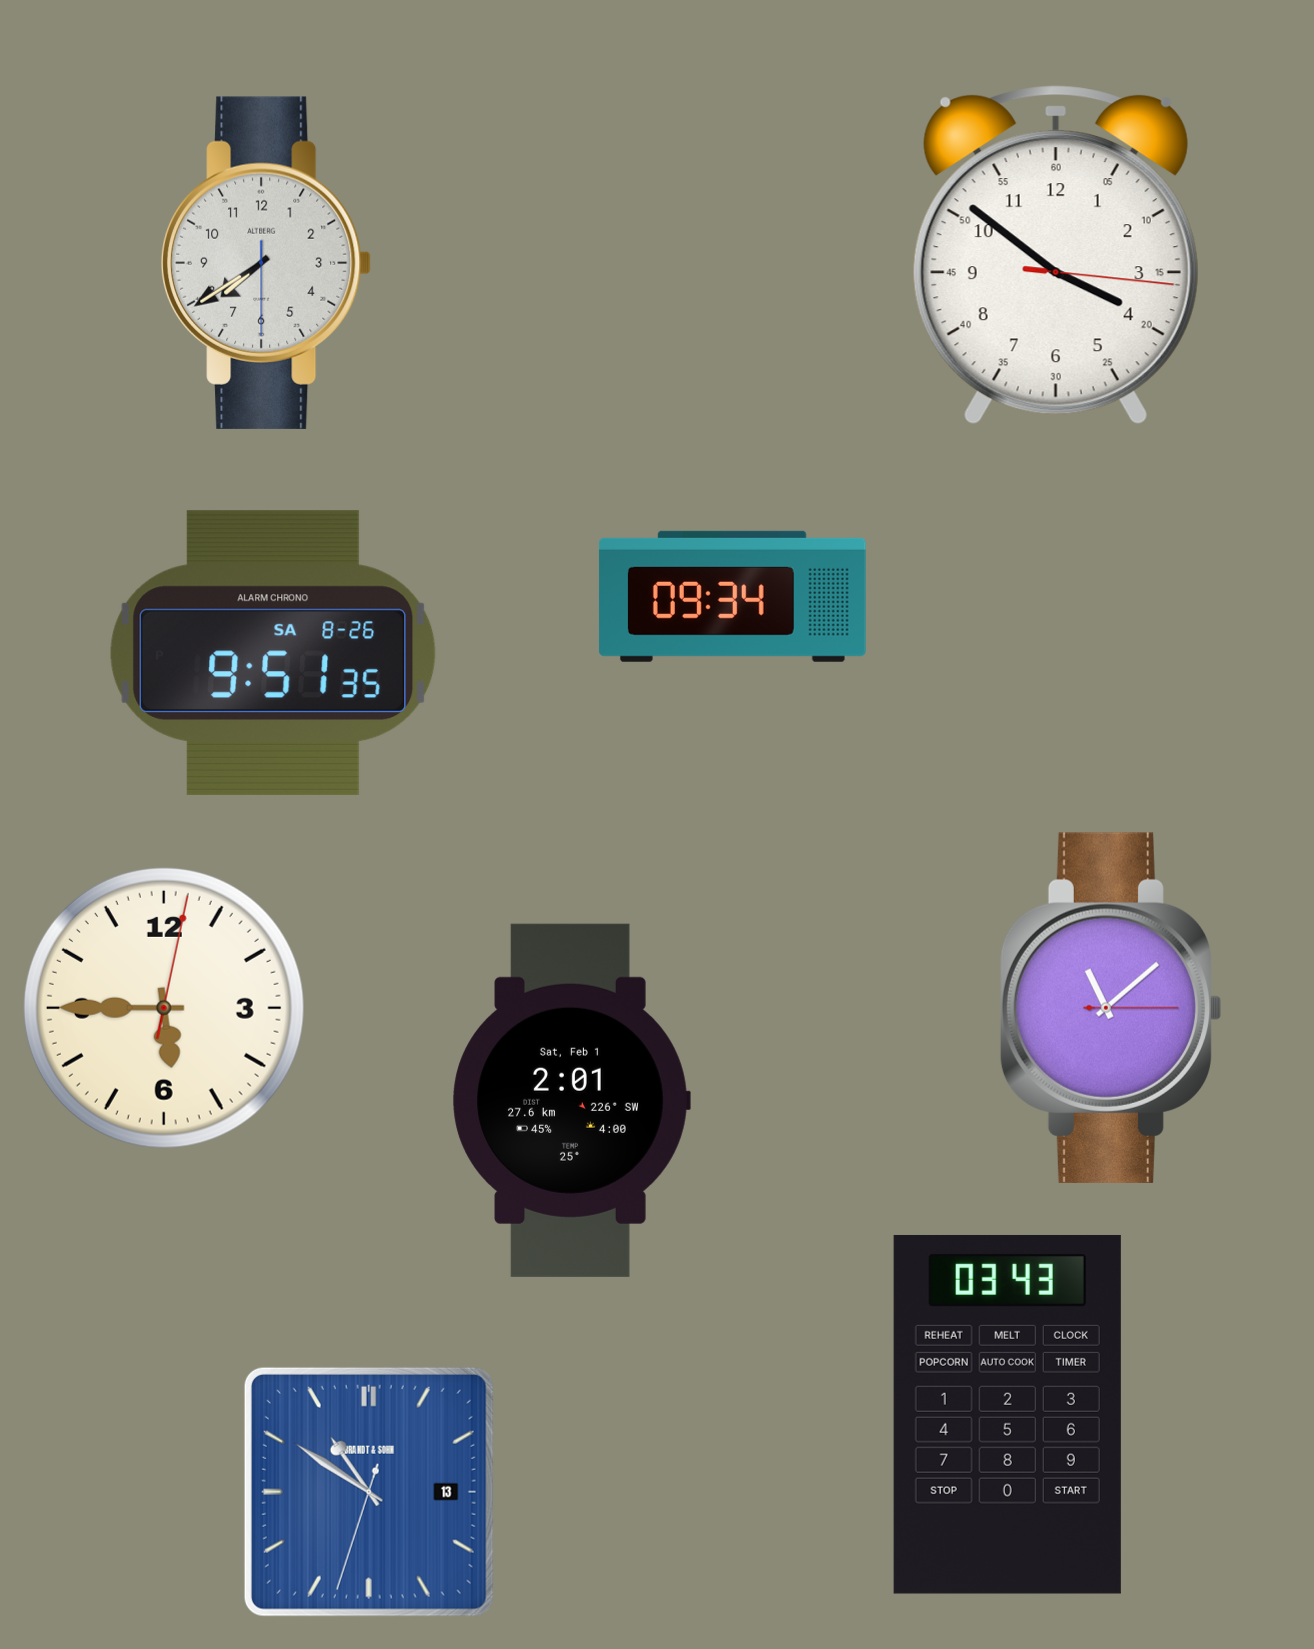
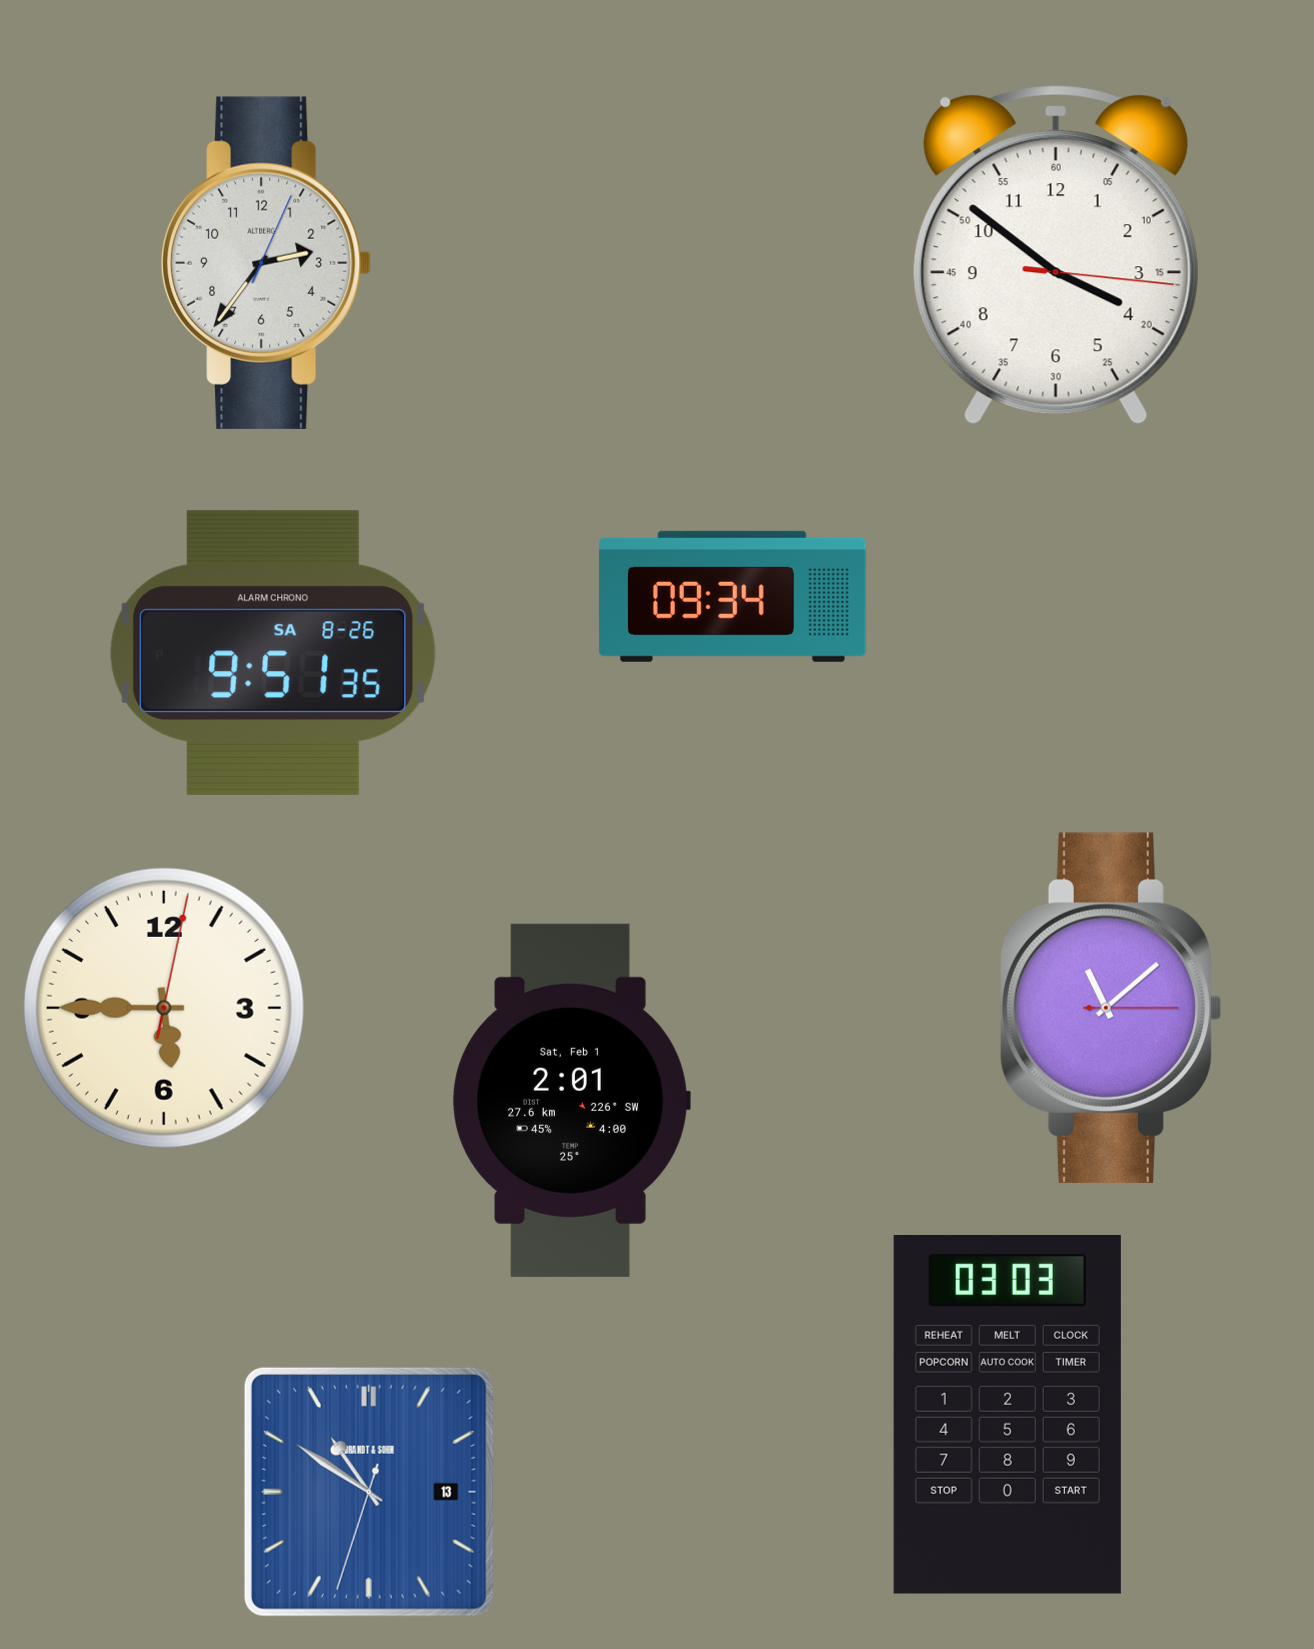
clock at (267, 263): 7:39 -> 2:36
clock at (1007, 1414): 03:43 -> 03:03
